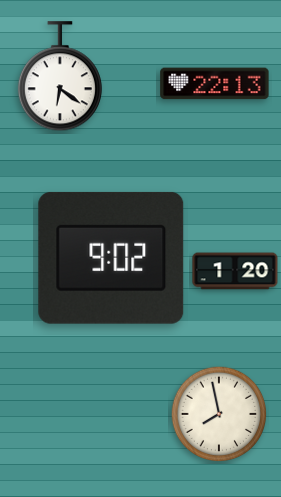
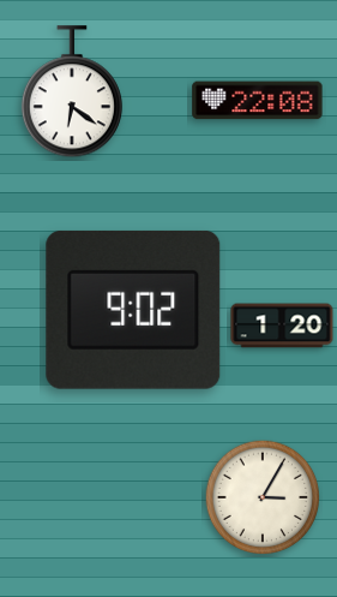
clock at (215, 84): 22:13 -> 22:08
clock at (219, 414): 7:58 -> 3:05
